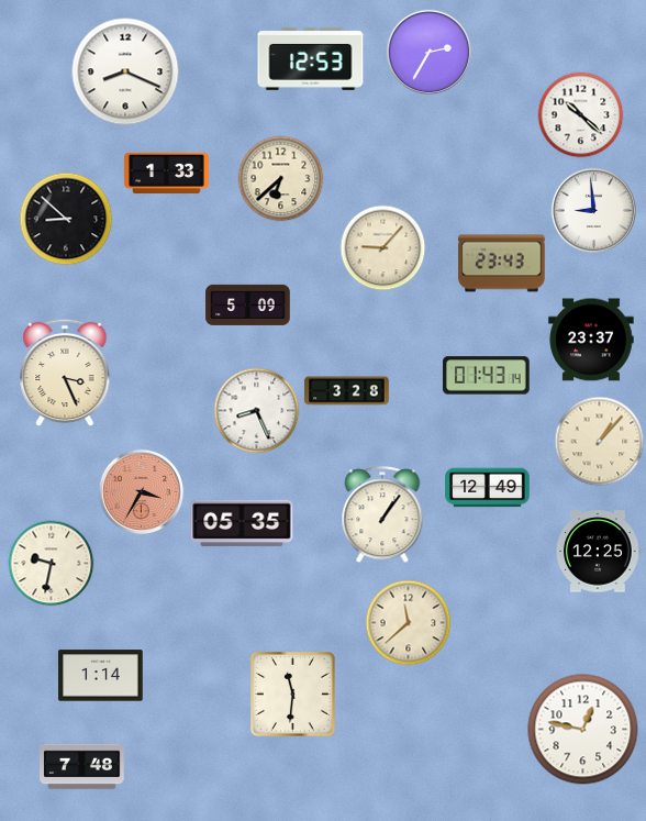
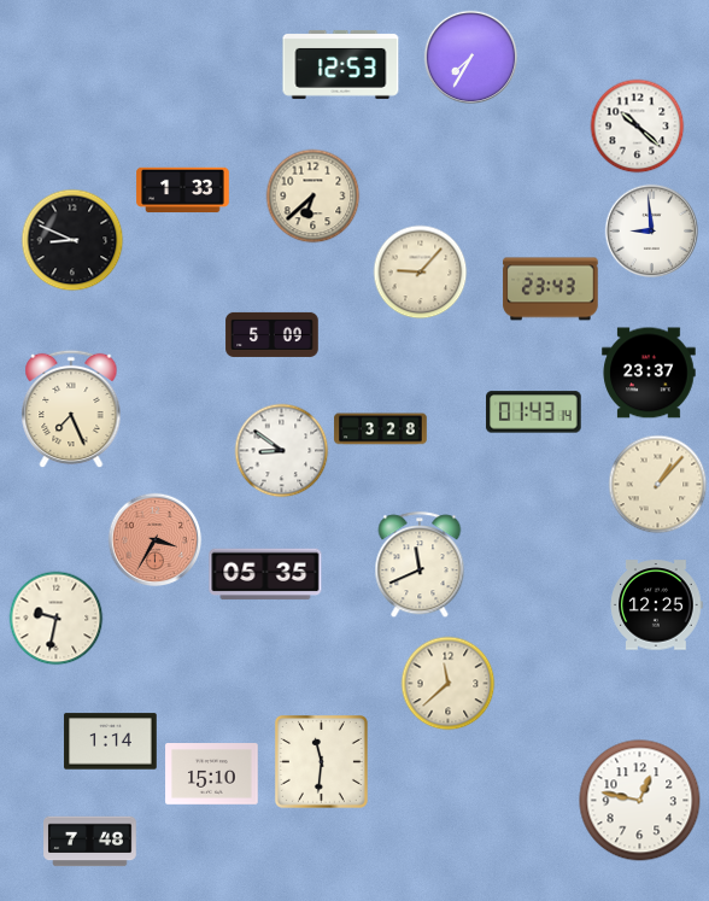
clock at (428, 52): 2:35 -> 7:35
clock at (125, 71): 8:19 -> none
clock at (280, 178) position: (280, 178) -> (312, 195)
clock at (66, 219): 8:52 -> 8:49
clock at (65, 373): 3:26 -> 7:26
clock at (256, 410): 8:26 -> 8:51
clock at (488, 488): 12:49 -> none
clock at (382, 514): 1:06 -> 11:41
clock at (212, 774): none -> 15:10
